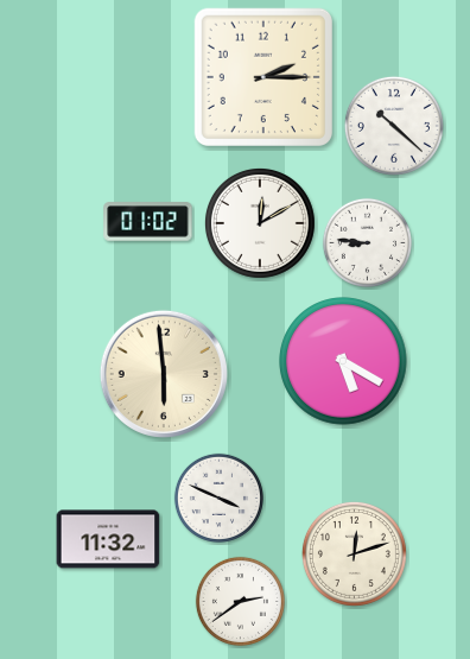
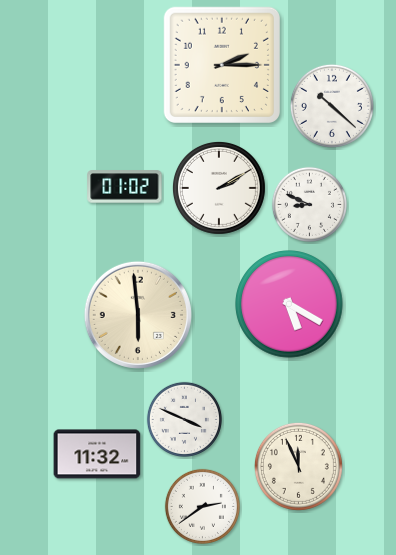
clock at (260, 223): 12:10 -> 2:10
clock at (367, 242): 8:46 -> 8:49
clock at (108, 539) position: (108, 539) -> (97, 454)
clock at (354, 553): 12:12 -> 11:56
